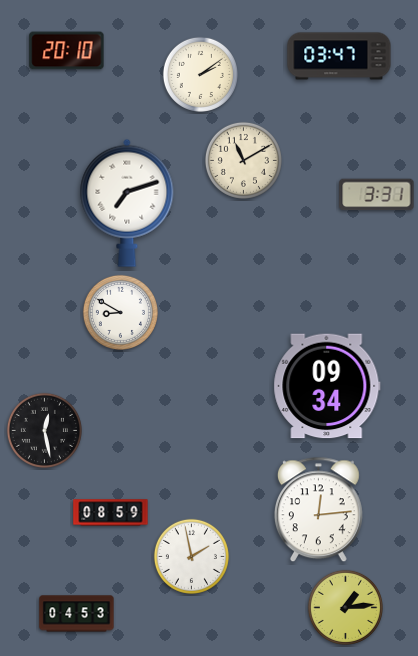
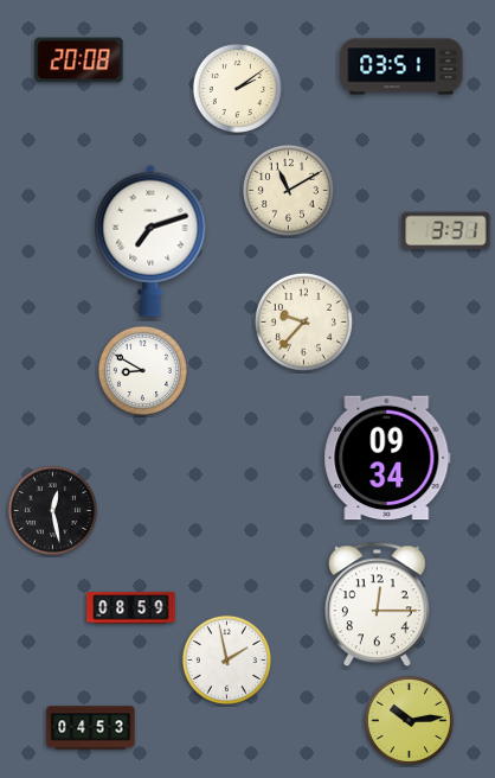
clock at (67, 51): 20:10 -> 20:08
clock at (339, 56): 03:47 -> 03:51
clock at (303, 321): none -> 9:37
clock at (318, 510): 12:14 -> 12:15
clock at (345, 607): 1:14 -> 10:14
